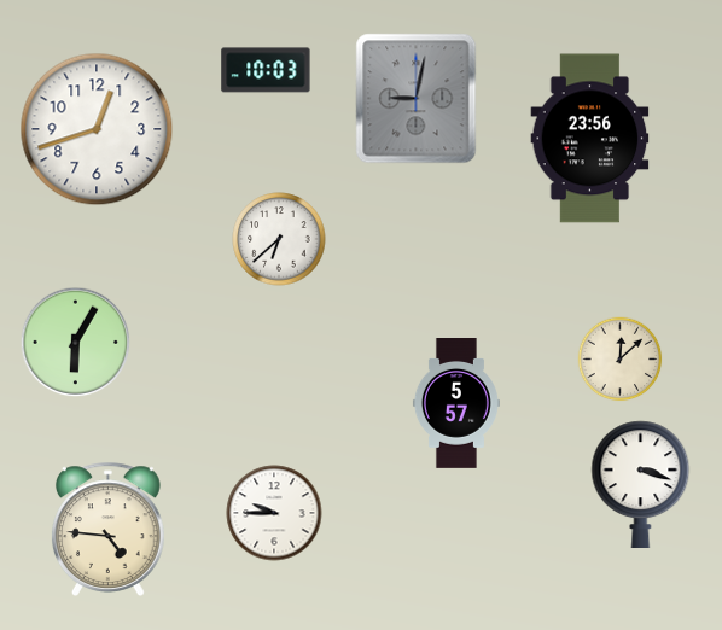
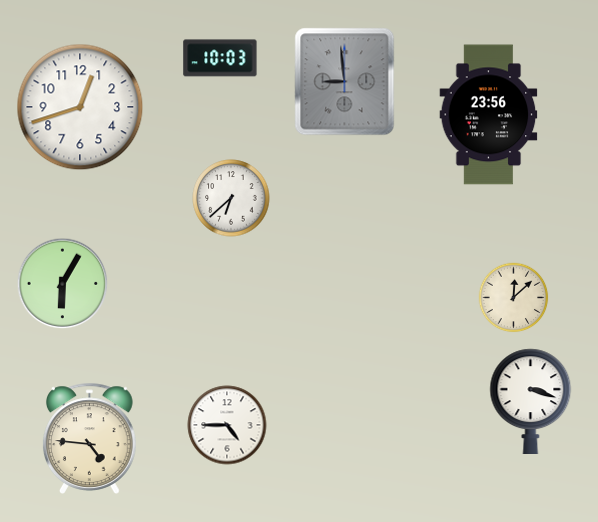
clock at (417, 99): 9:02 -> 8:59
clock at (456, 404): 5:57 -> none
clock at (274, 513): 9:45 -> 4:45
